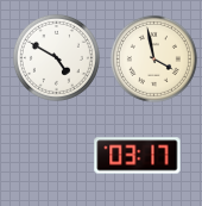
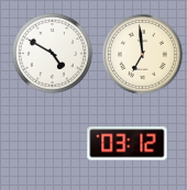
clock at (153, 58): 3:58 -> 6:59
clock at (138, 156): 03:17 -> 03:12
